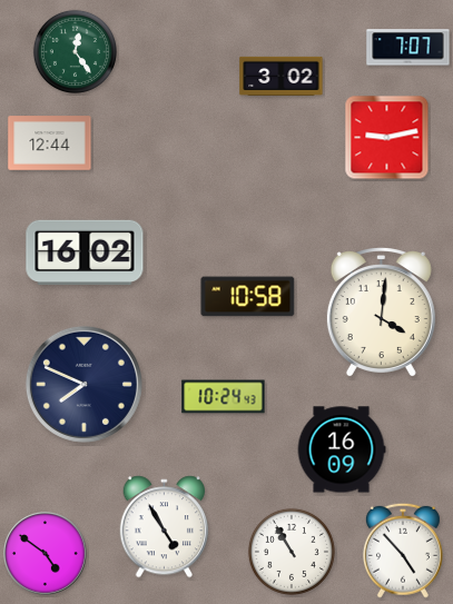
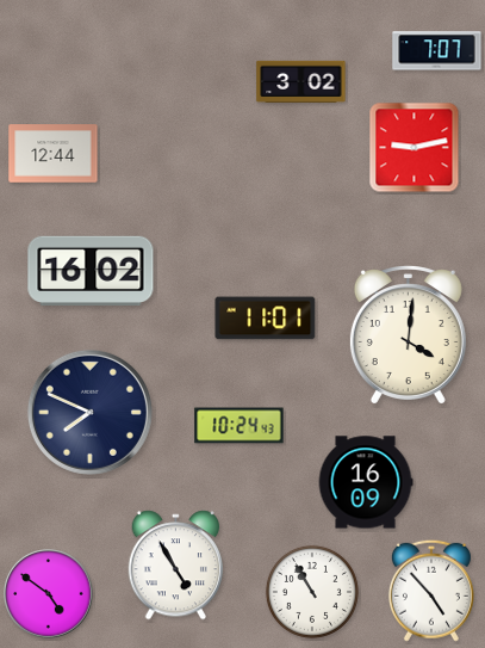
clock at (75, 51): 12:24 -> none
clock at (248, 297): 10:58 -> 11:01
